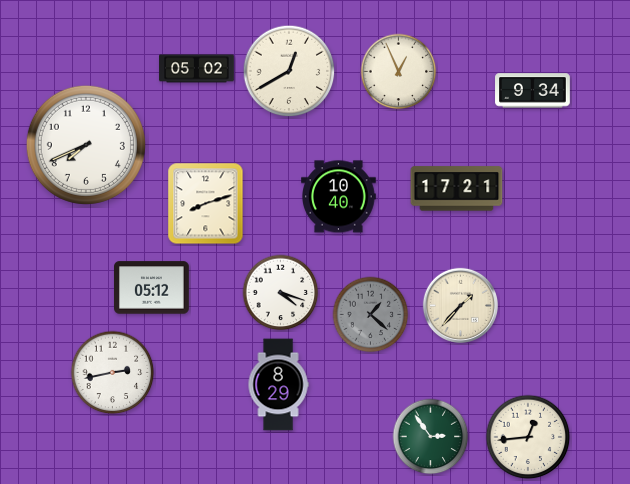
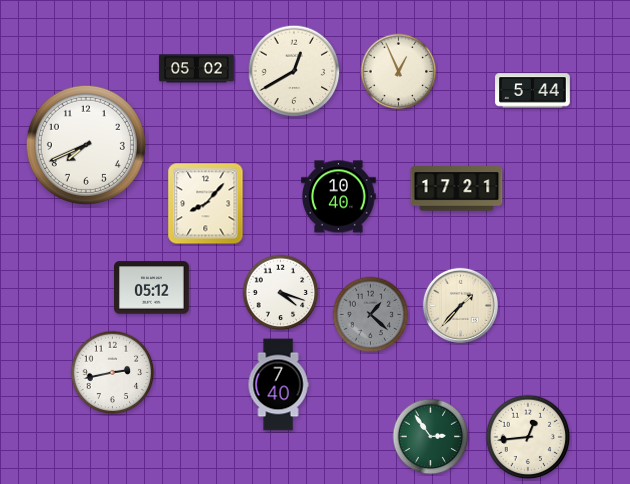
clock at (289, 71) position: (289, 71) -> (294, 71)
clock at (533, 91): 9:34 -> 5:44
clock at (206, 204): 8:12 -> 8:07
clock at (278, 385): 8:29 -> 7:40
